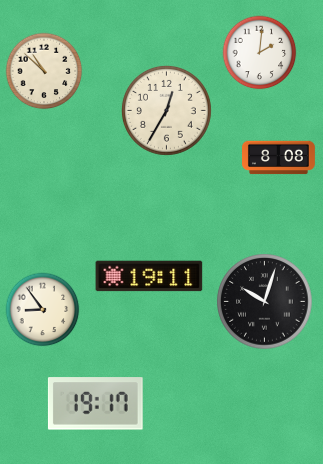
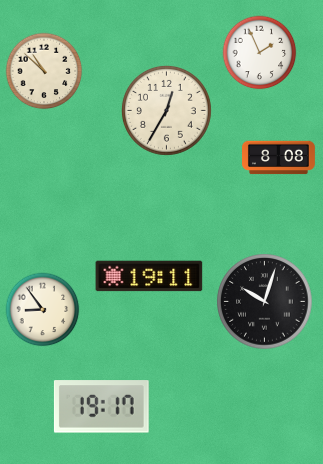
clock at (260, 53): 2:01 -> 1:56
clock at (95, 404) position: (95, 404) -> (101, 407)
